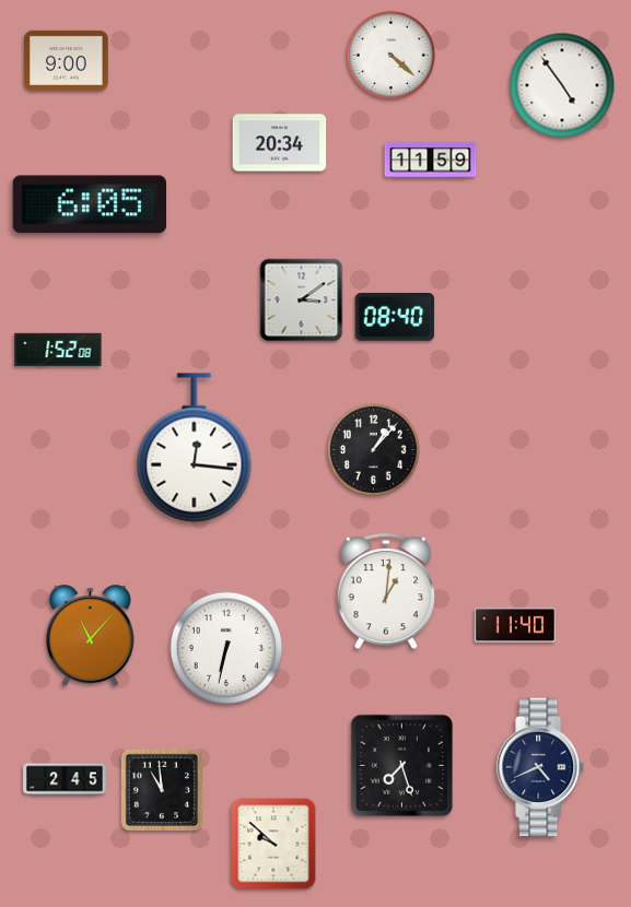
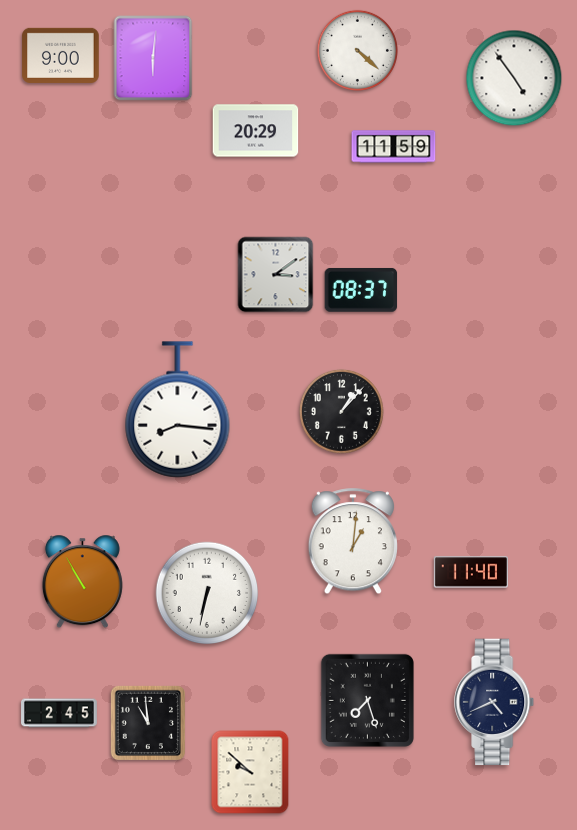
clock at (153, 58): none -> 6:01
clock at (280, 143): 20:34 -> 20:29
clock at (89, 204): 6:05 -> none
clock at (395, 317): 08:40 -> 08:37
clock at (58, 350): 1:52 -> none
clock at (195, 448): 12:16 -> 8:16
clock at (90, 636): 11:07 -> 10:55
